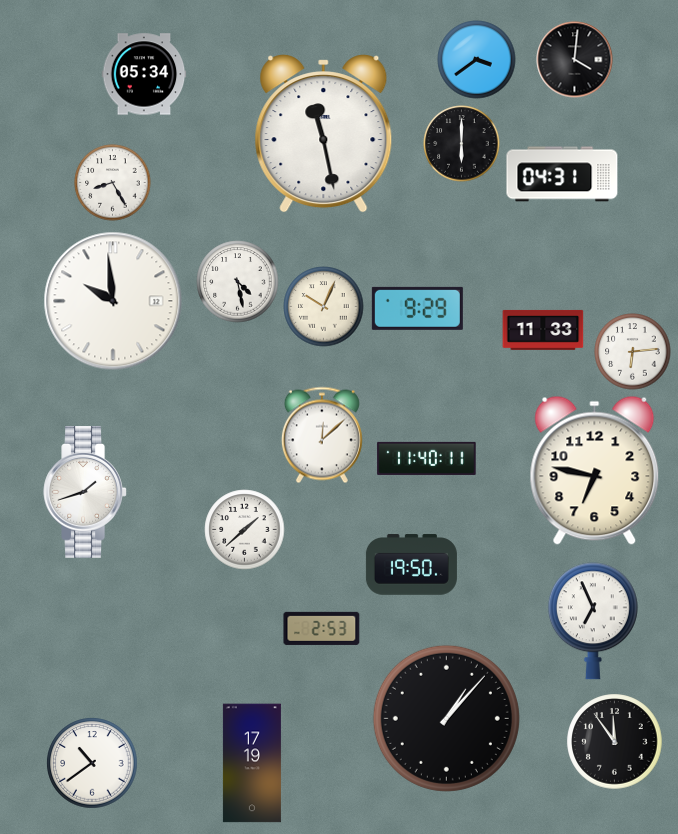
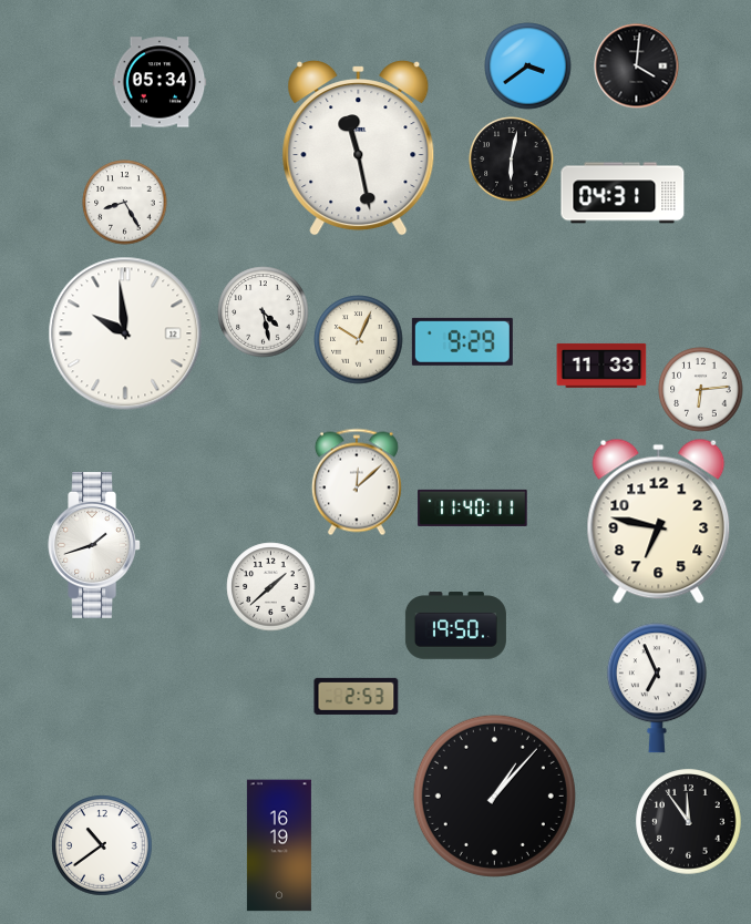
clock at (462, 144): 6:00 -> 6:02
clock at (615, 742) position: (615, 742) -> (689, 822)
clock at (252, 763): 17:19 -> 16:19
